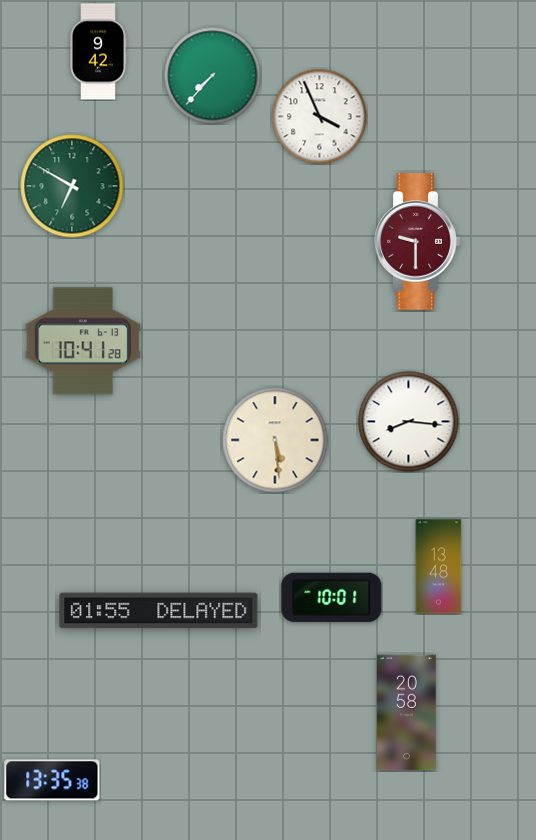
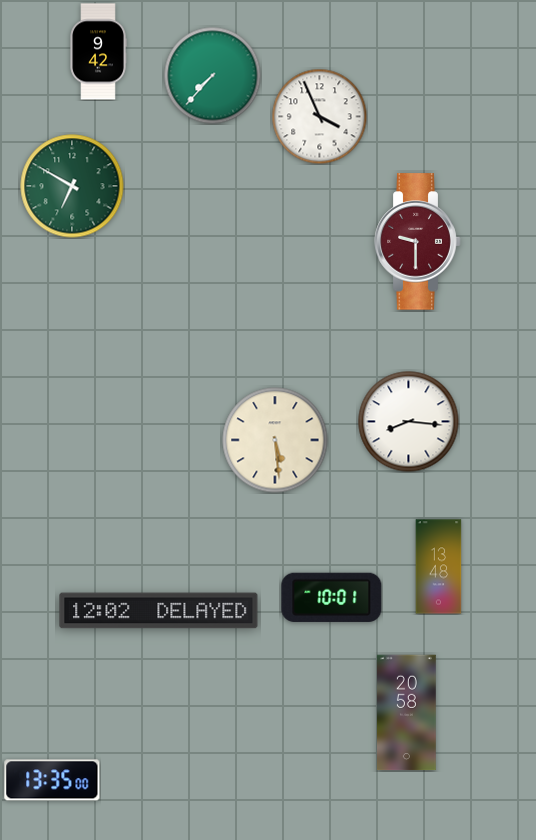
clock at (83, 341): 10:41 -> none
clock at (159, 611): 01:55 -> 12:02
clock at (52, 780): 13:35:38 -> 13:35:00
